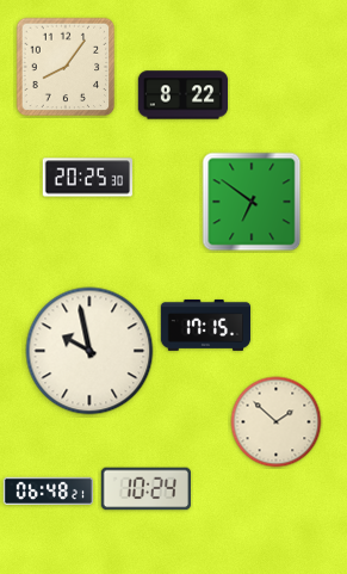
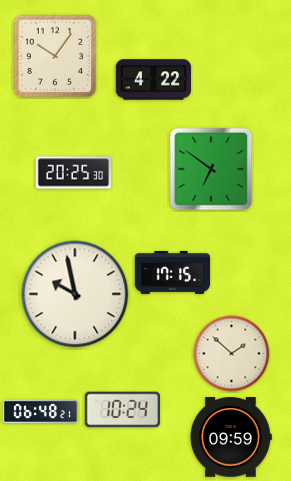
clock at (66, 67): 8:06 -> 10:06
clock at (184, 95): 8:22 -> 4:22
clock at (87, 178) position: (87, 178) -> (73, 173)
clock at (231, 437): none -> 09:59
